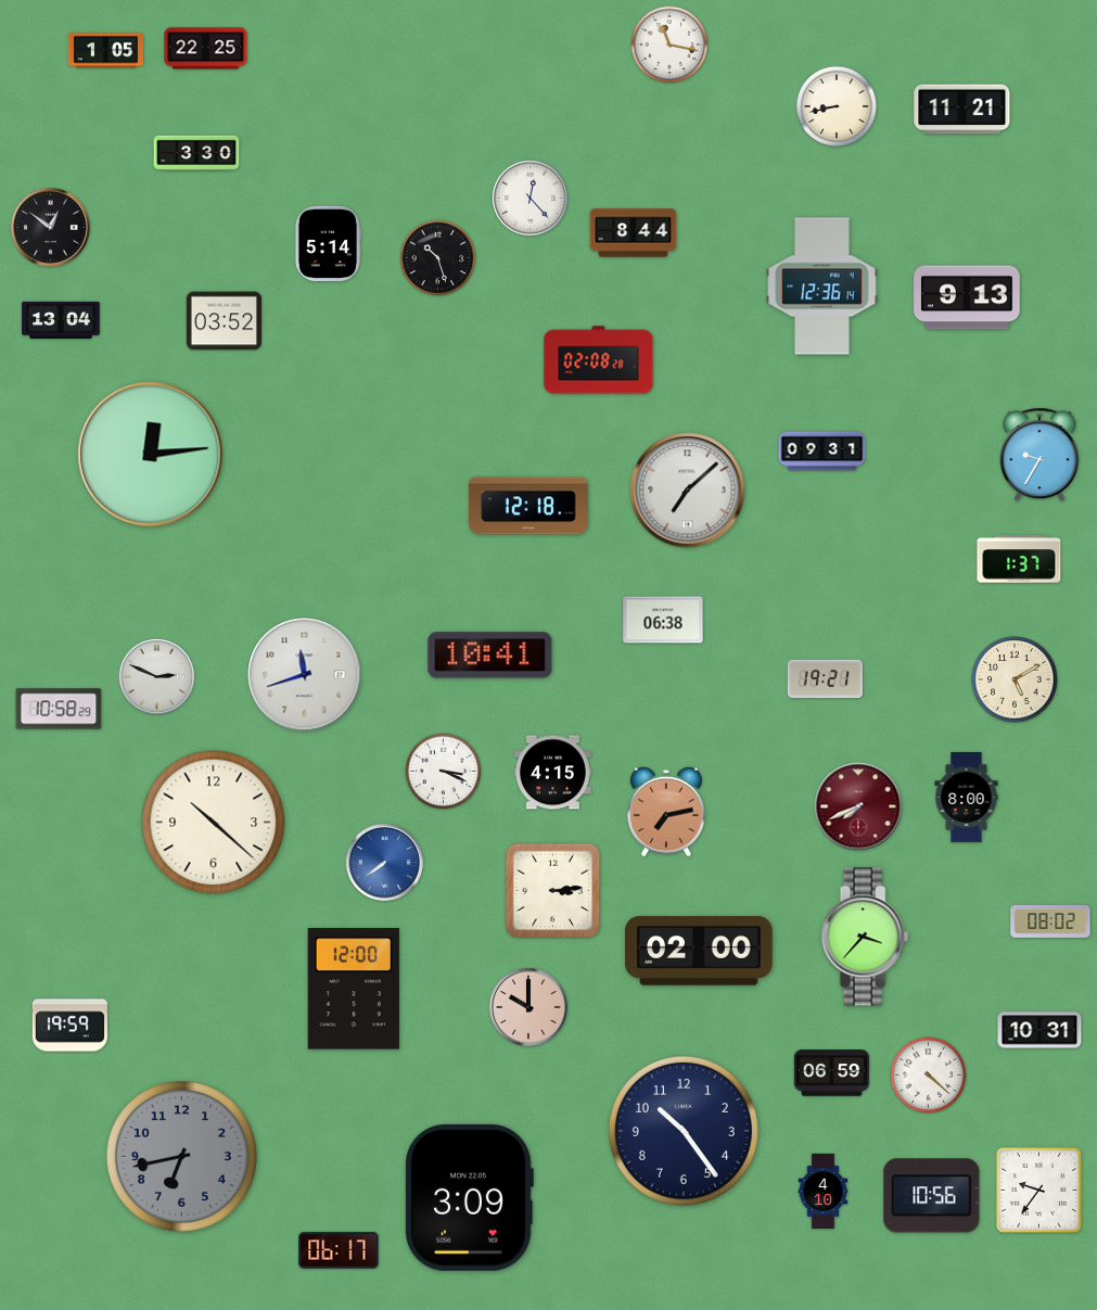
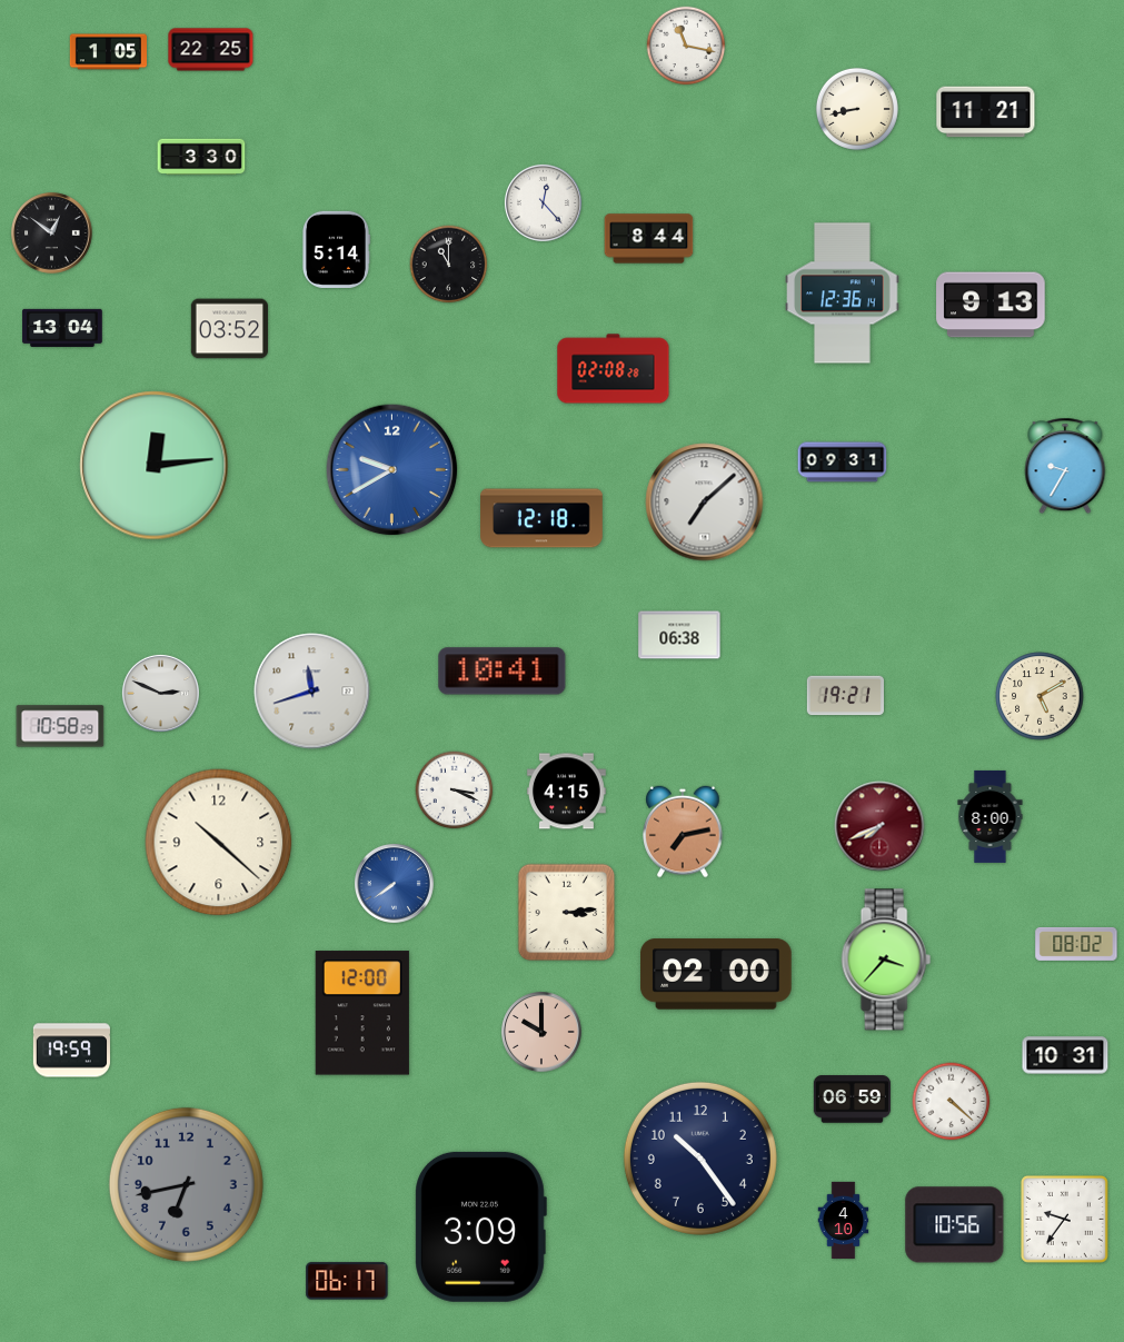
clock at (438, 258): 10:27 -> 11:00
clock at (392, 470): none -> 9:40
clock at (1019, 559): 1:37 -> none
